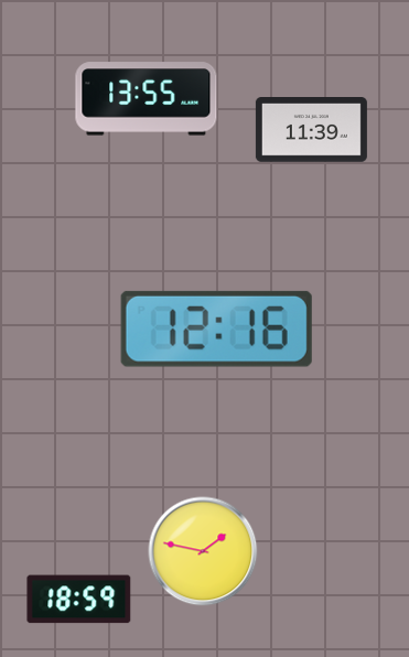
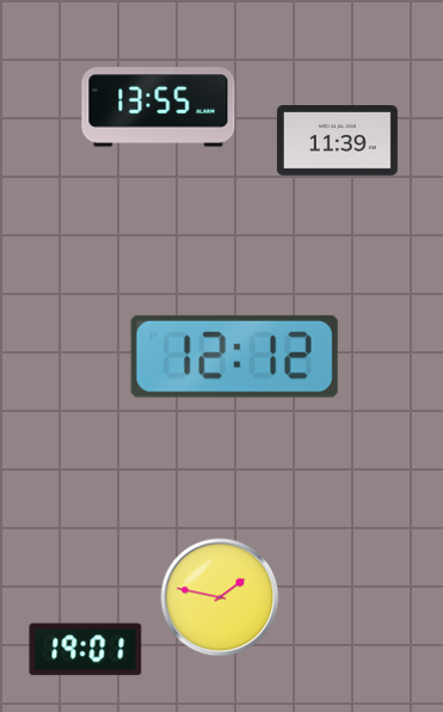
clock at (216, 328): 12:16 -> 12:12
clock at (79, 600): 18:59 -> 19:01
